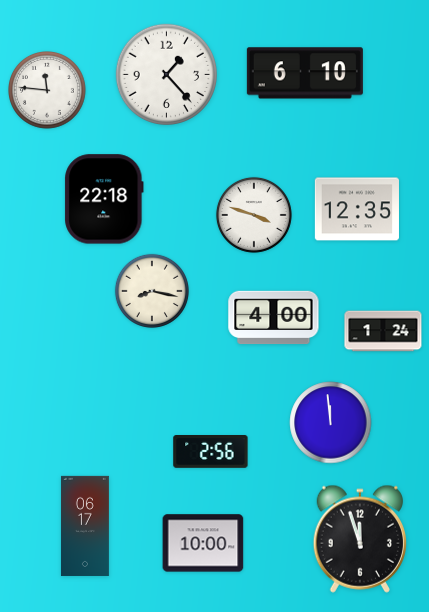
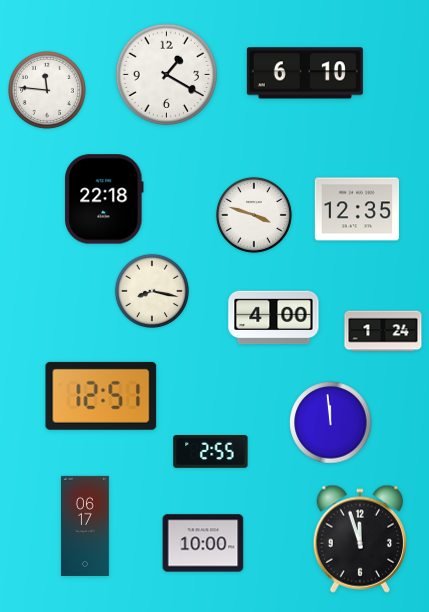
clock at (166, 74): 1:23 -> 1:20
clock at (101, 396): none -> 12:51
clock at (211, 452): 2:56 -> 2:55
